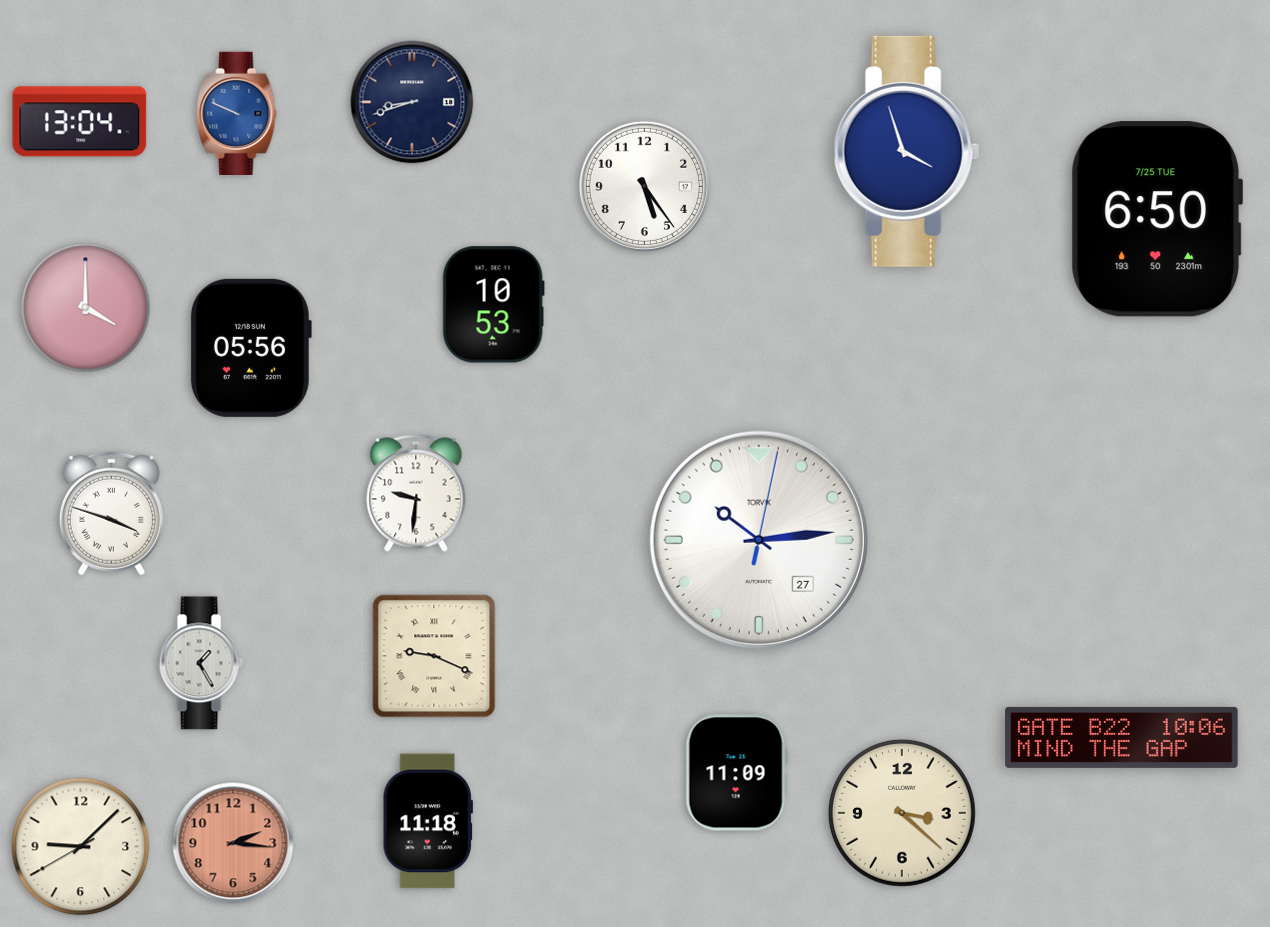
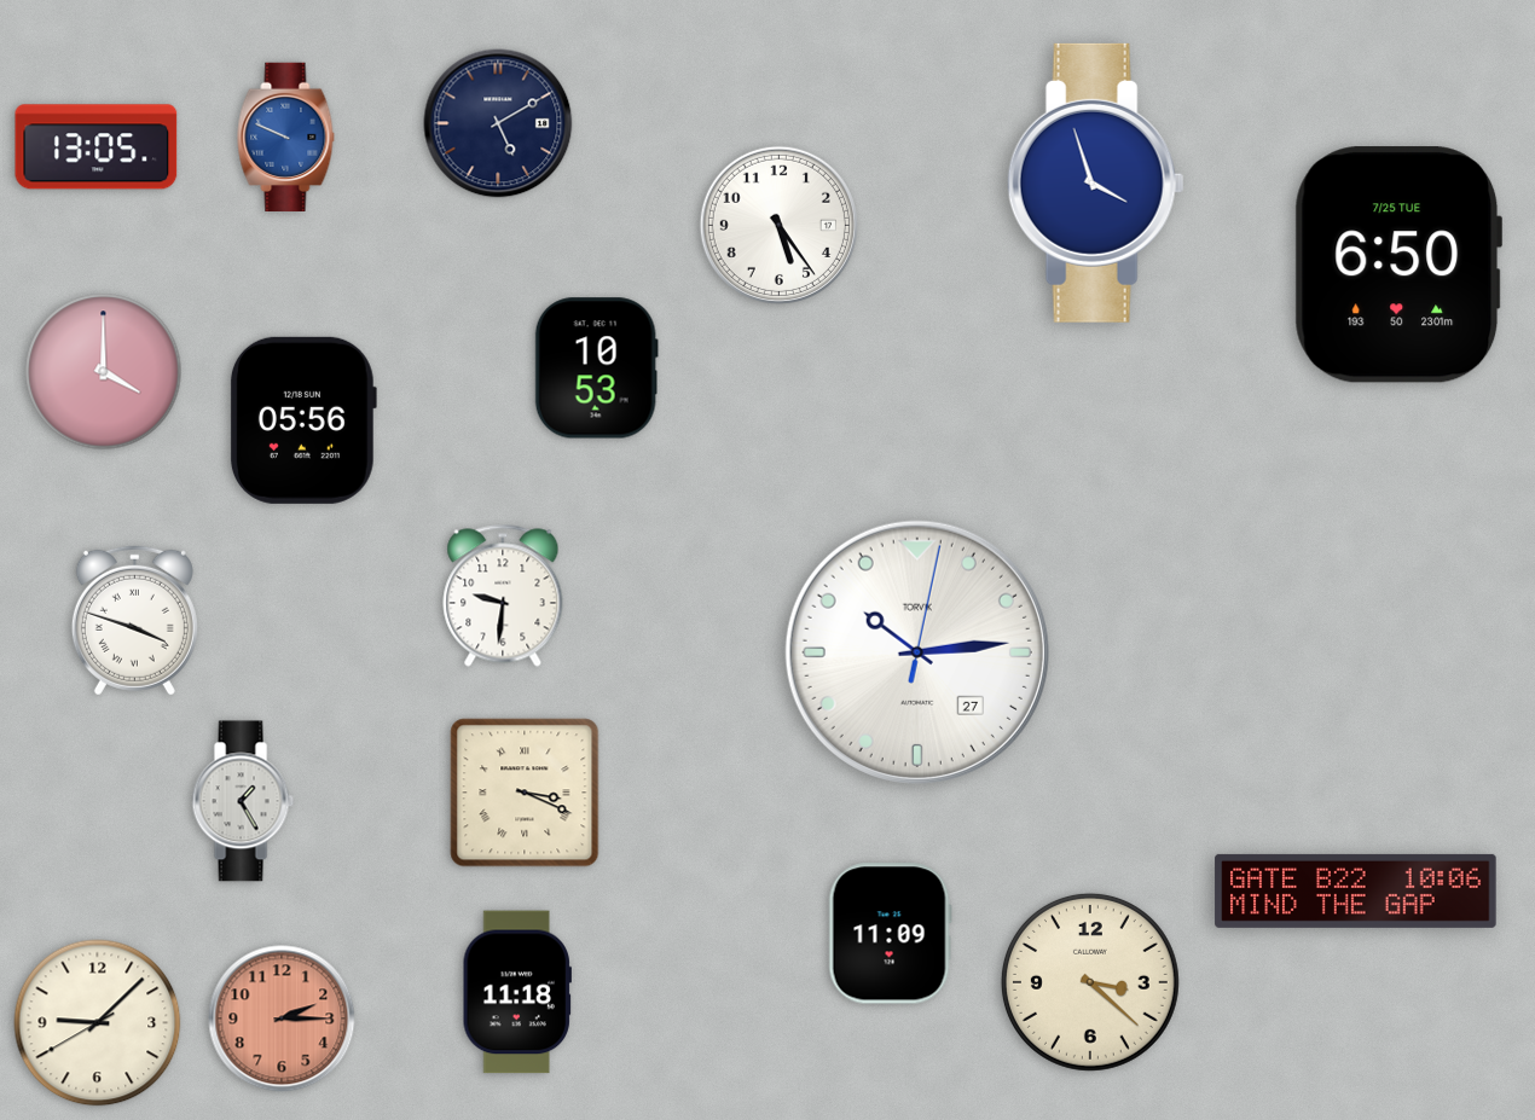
clock at (412, 102): 8:42 -> 5:10
clock at (80, 122): 13:04 -> 13:05
clock at (434, 656): 9:19 -> 3:19
clock at (233, 843): 2:16 -> 2:15
